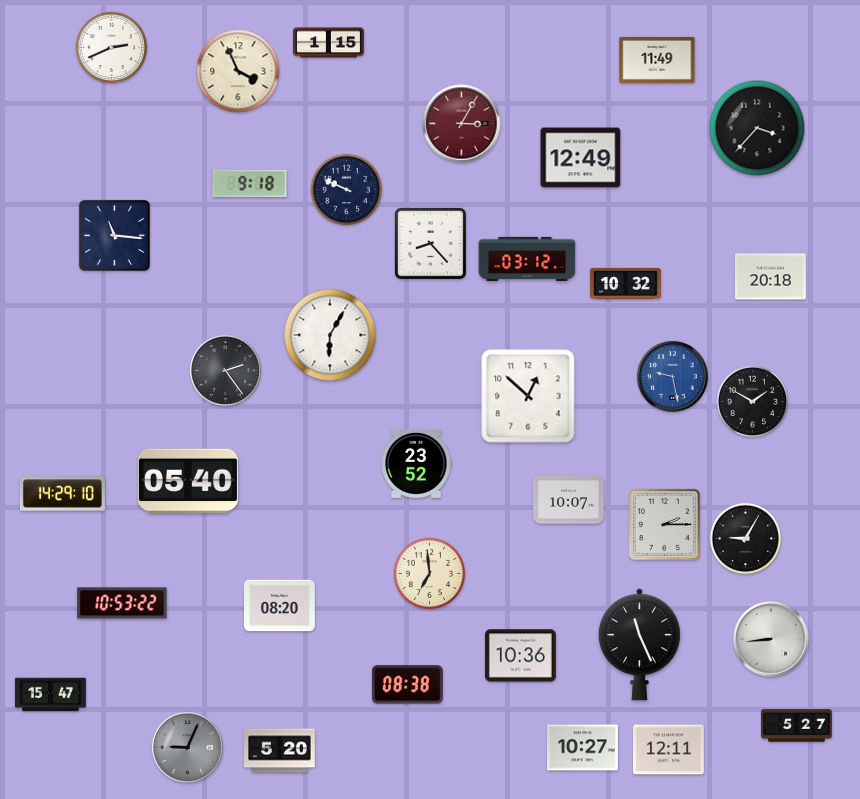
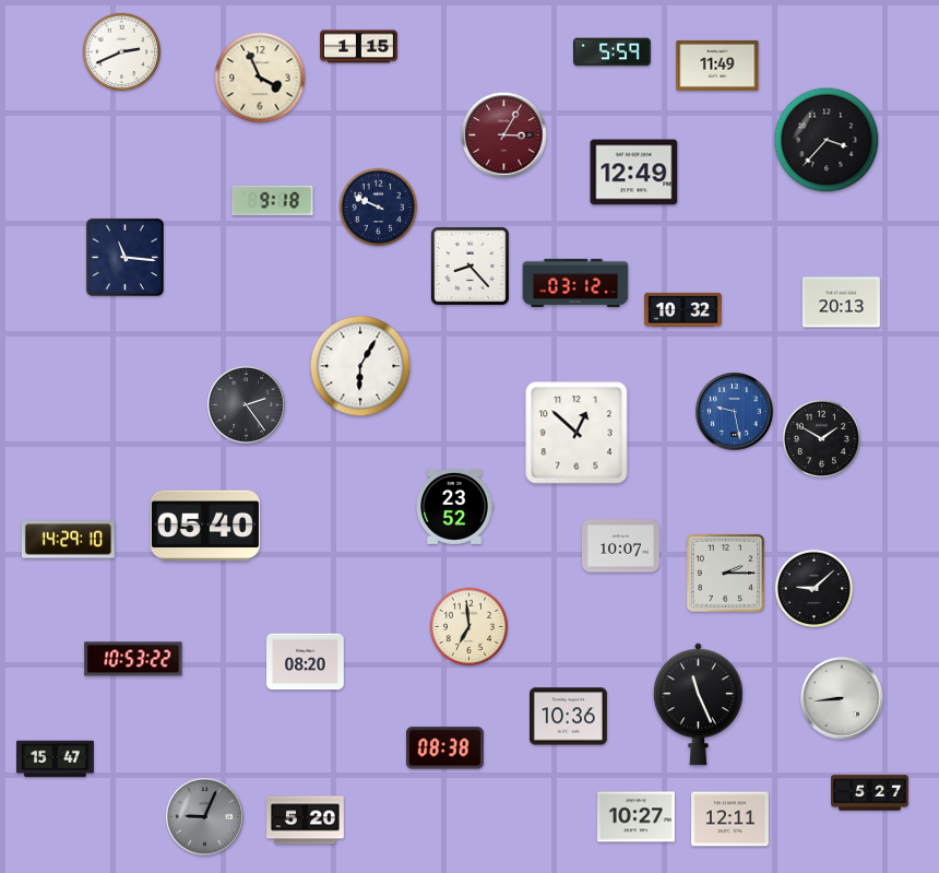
clock at (613, 52): none -> 5:59
clock at (771, 277): 20:18 -> 20:13
clock at (746, 539): 9:05 -> 9:08
